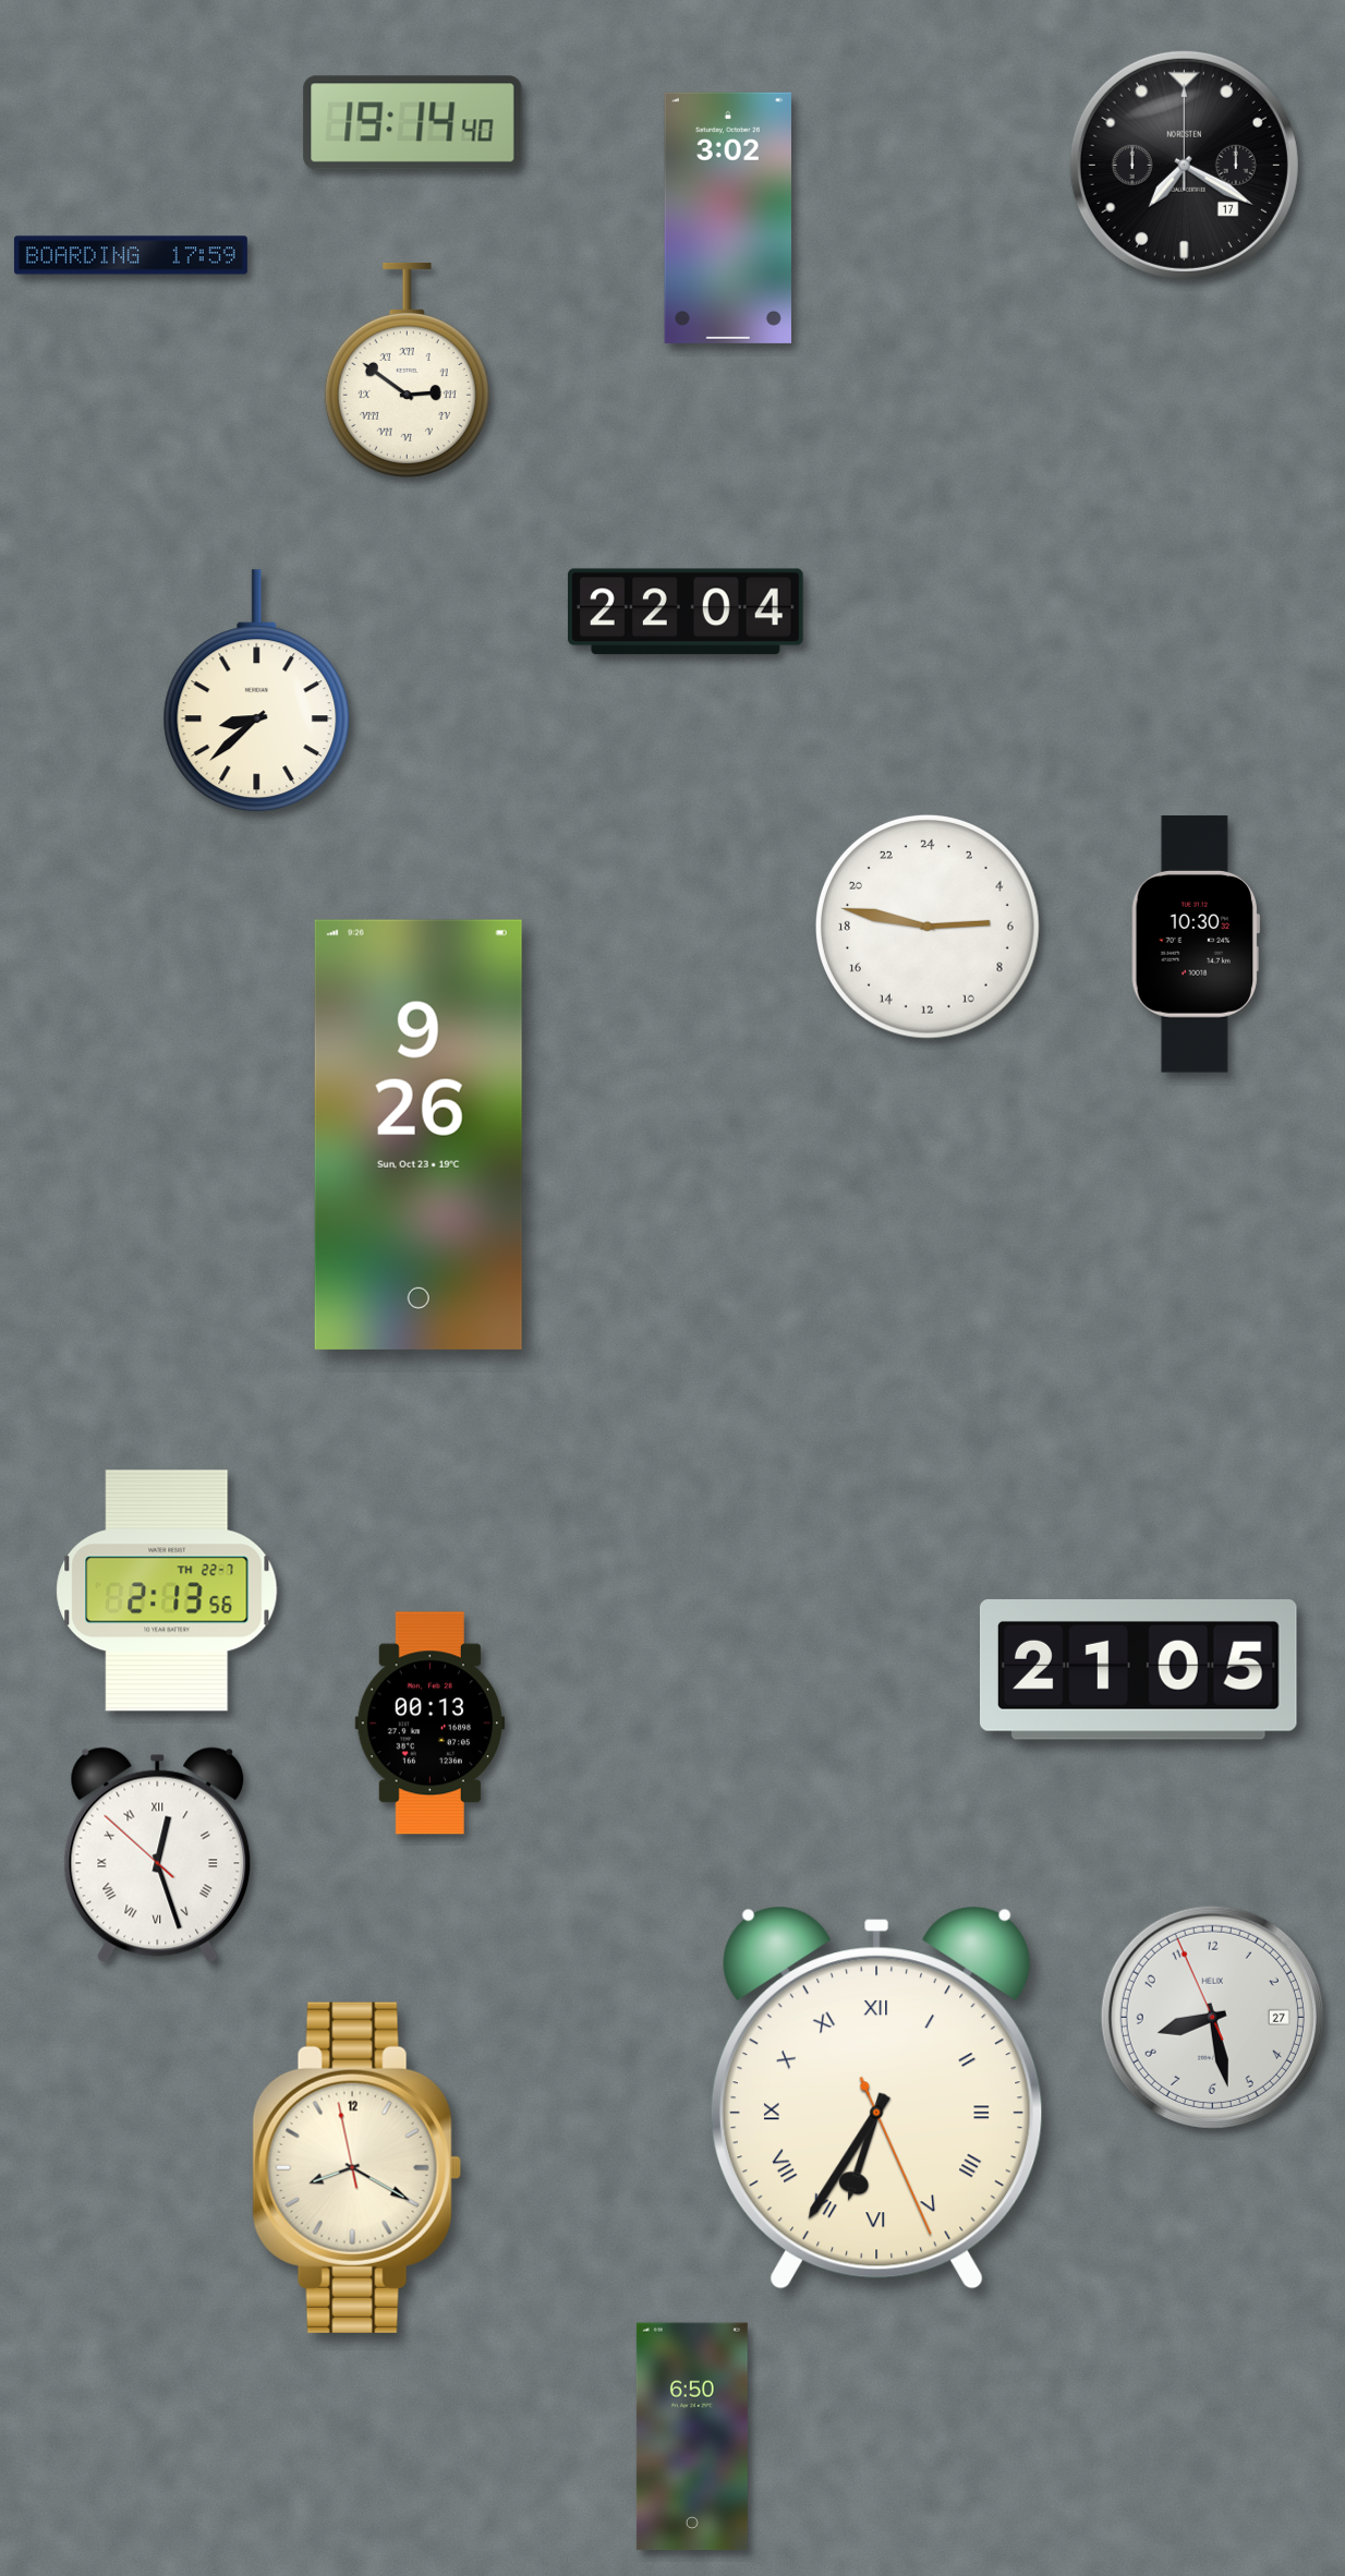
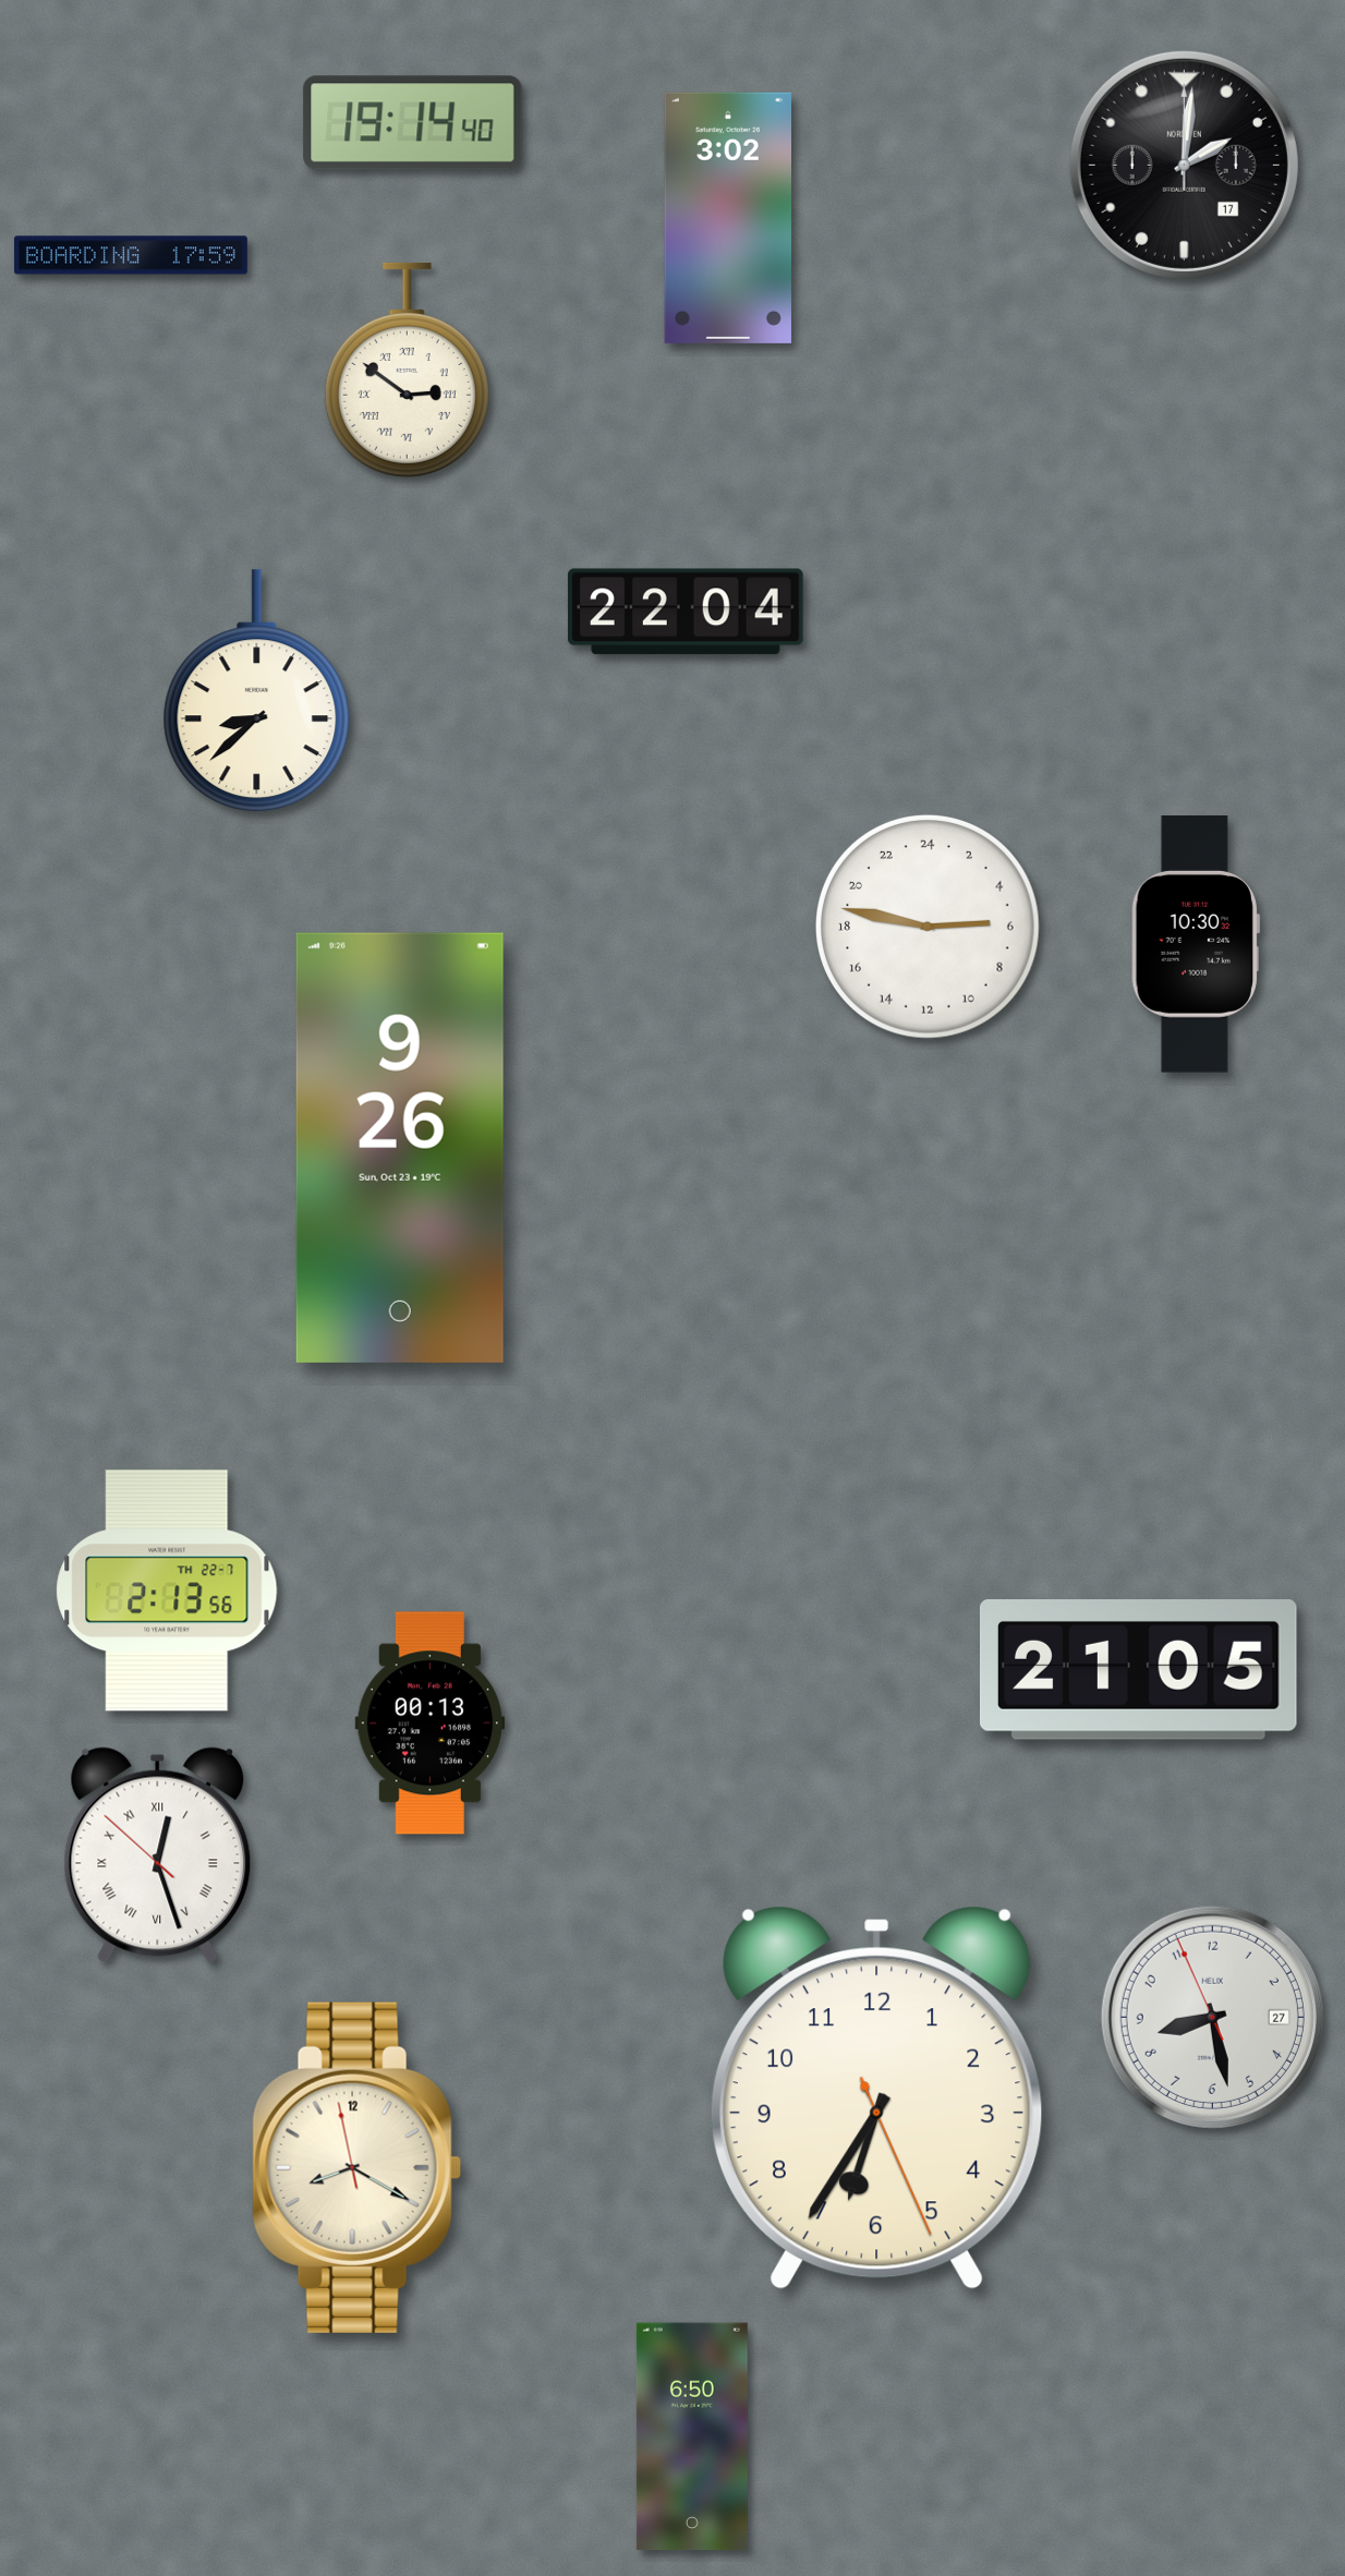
clock at (1184, 165): 7:20 -> 2:01
clock at (419, 1135) position: (419, 1135) -> (400, 1148)
clock at (876, 2099) numerals: Roman -> Arabic
